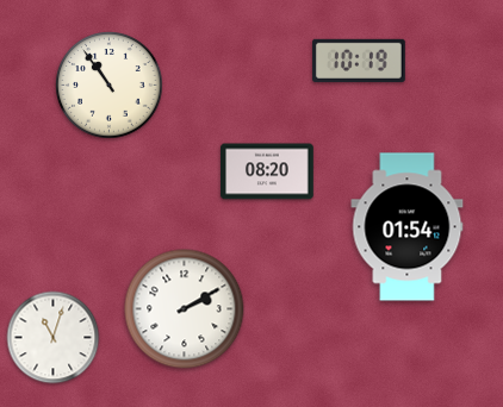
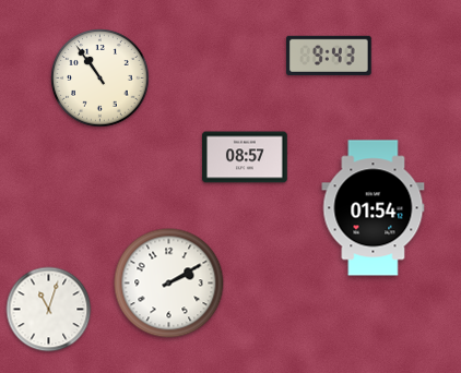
clock at (360, 61): 10:19 -> 9:43
clock at (268, 171): 08:20 -> 08:57
